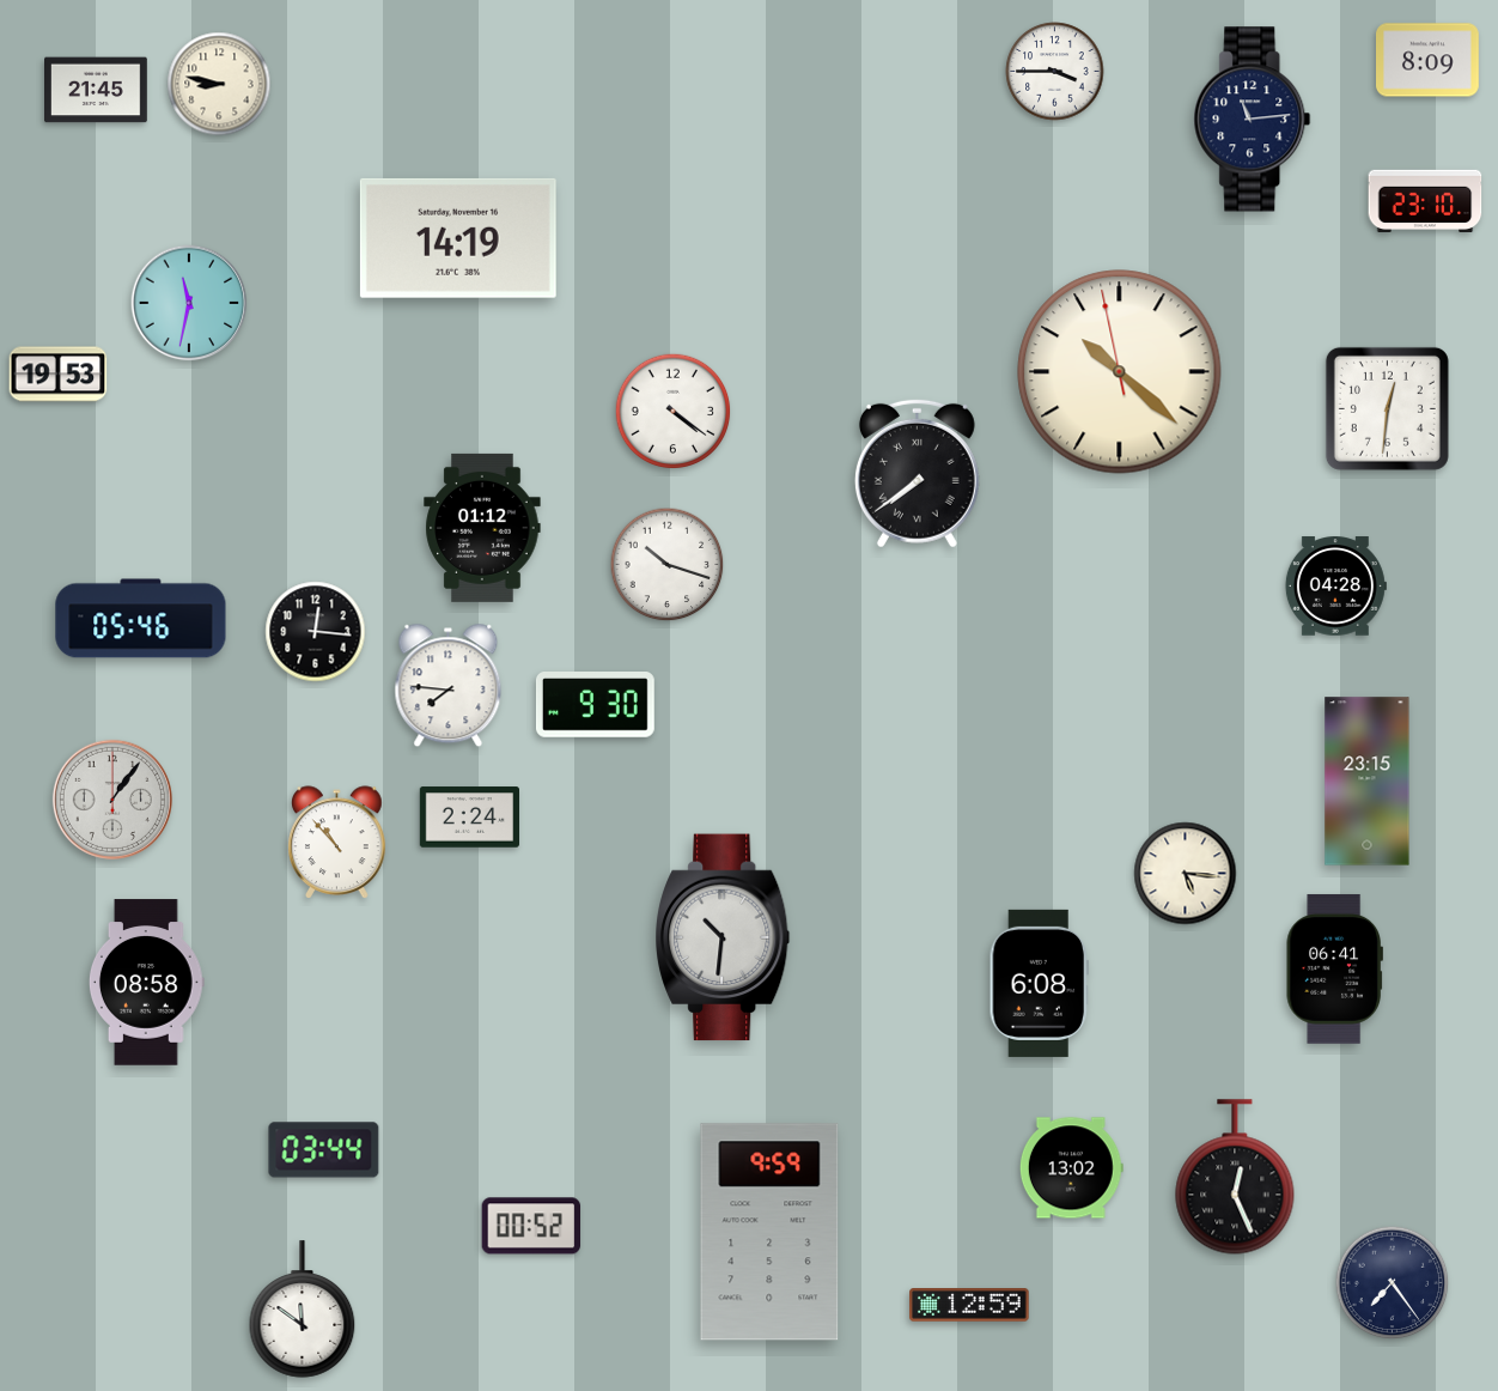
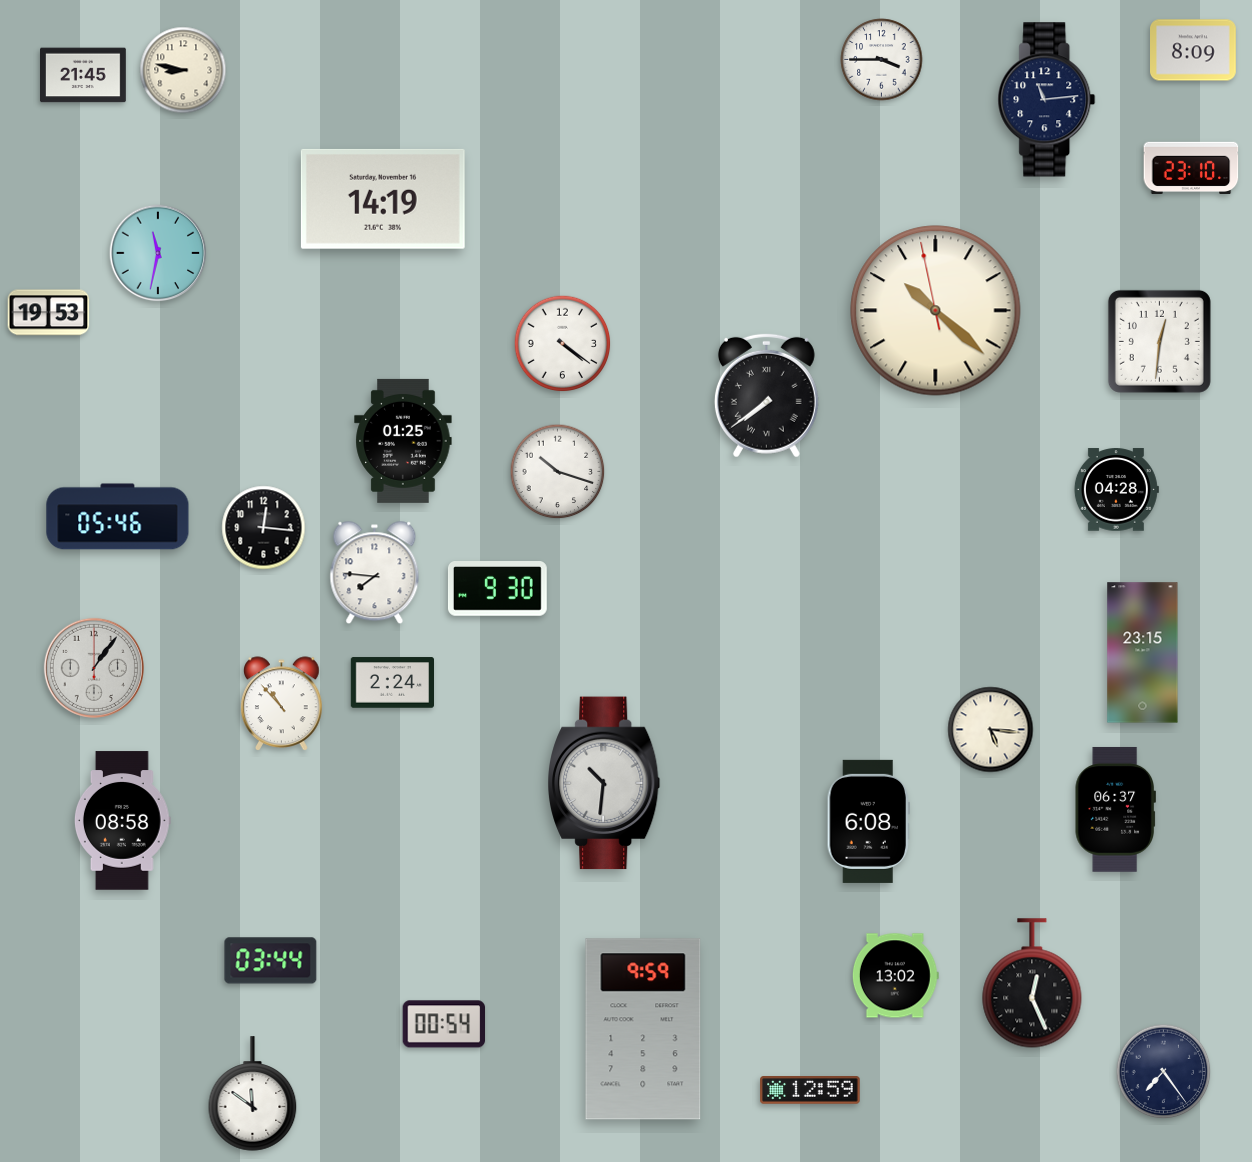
clock at (97, 90) position: (97, 90) -> (84, 75)
clock at (482, 528): 01:12 -> 01:25
clock at (1334, 968): 06:41 -> 06:37
clock at (531, 1226): 00:52 -> 00:54
